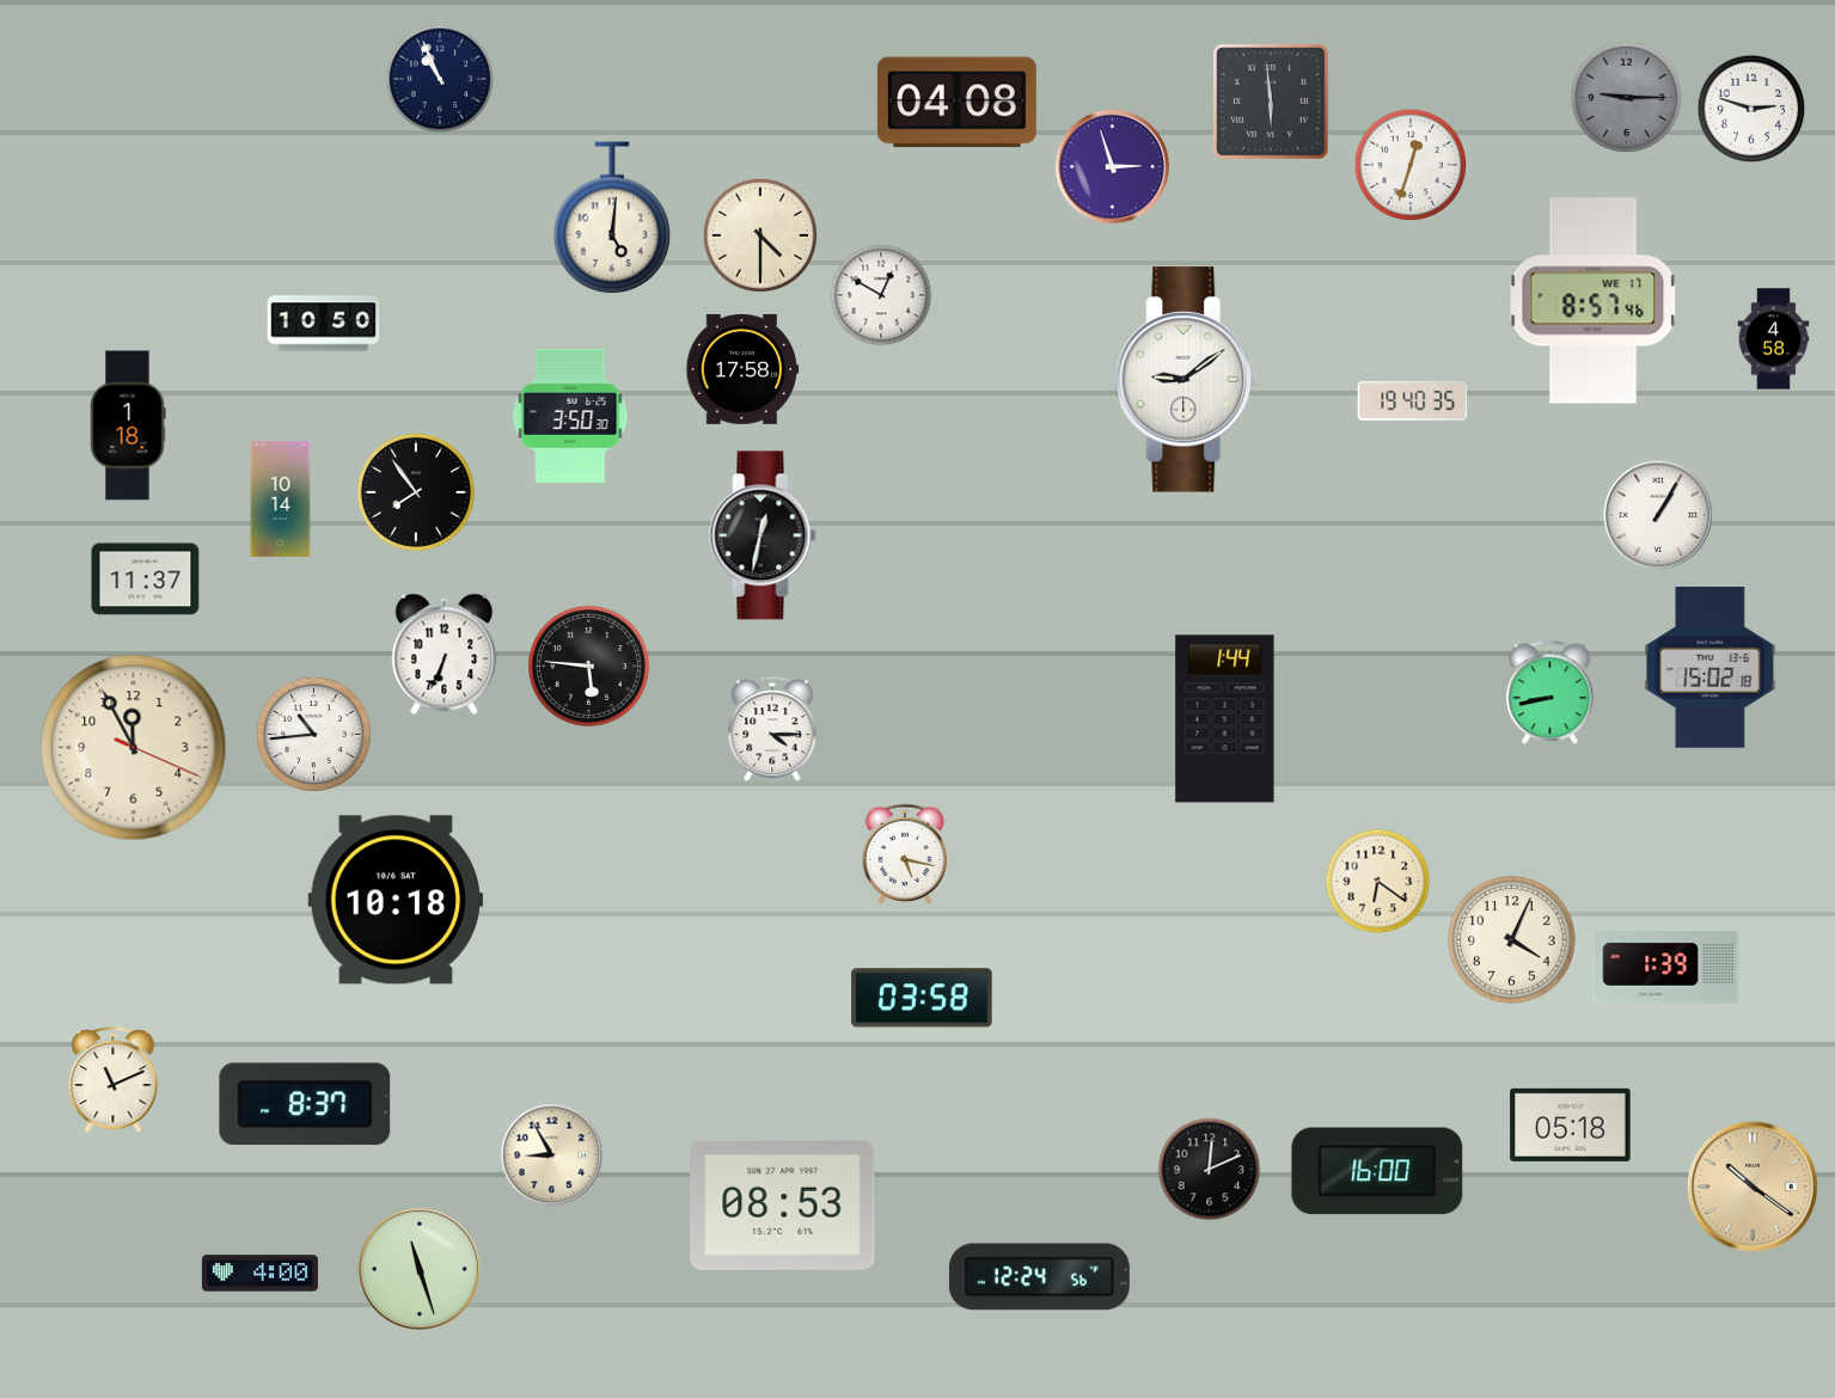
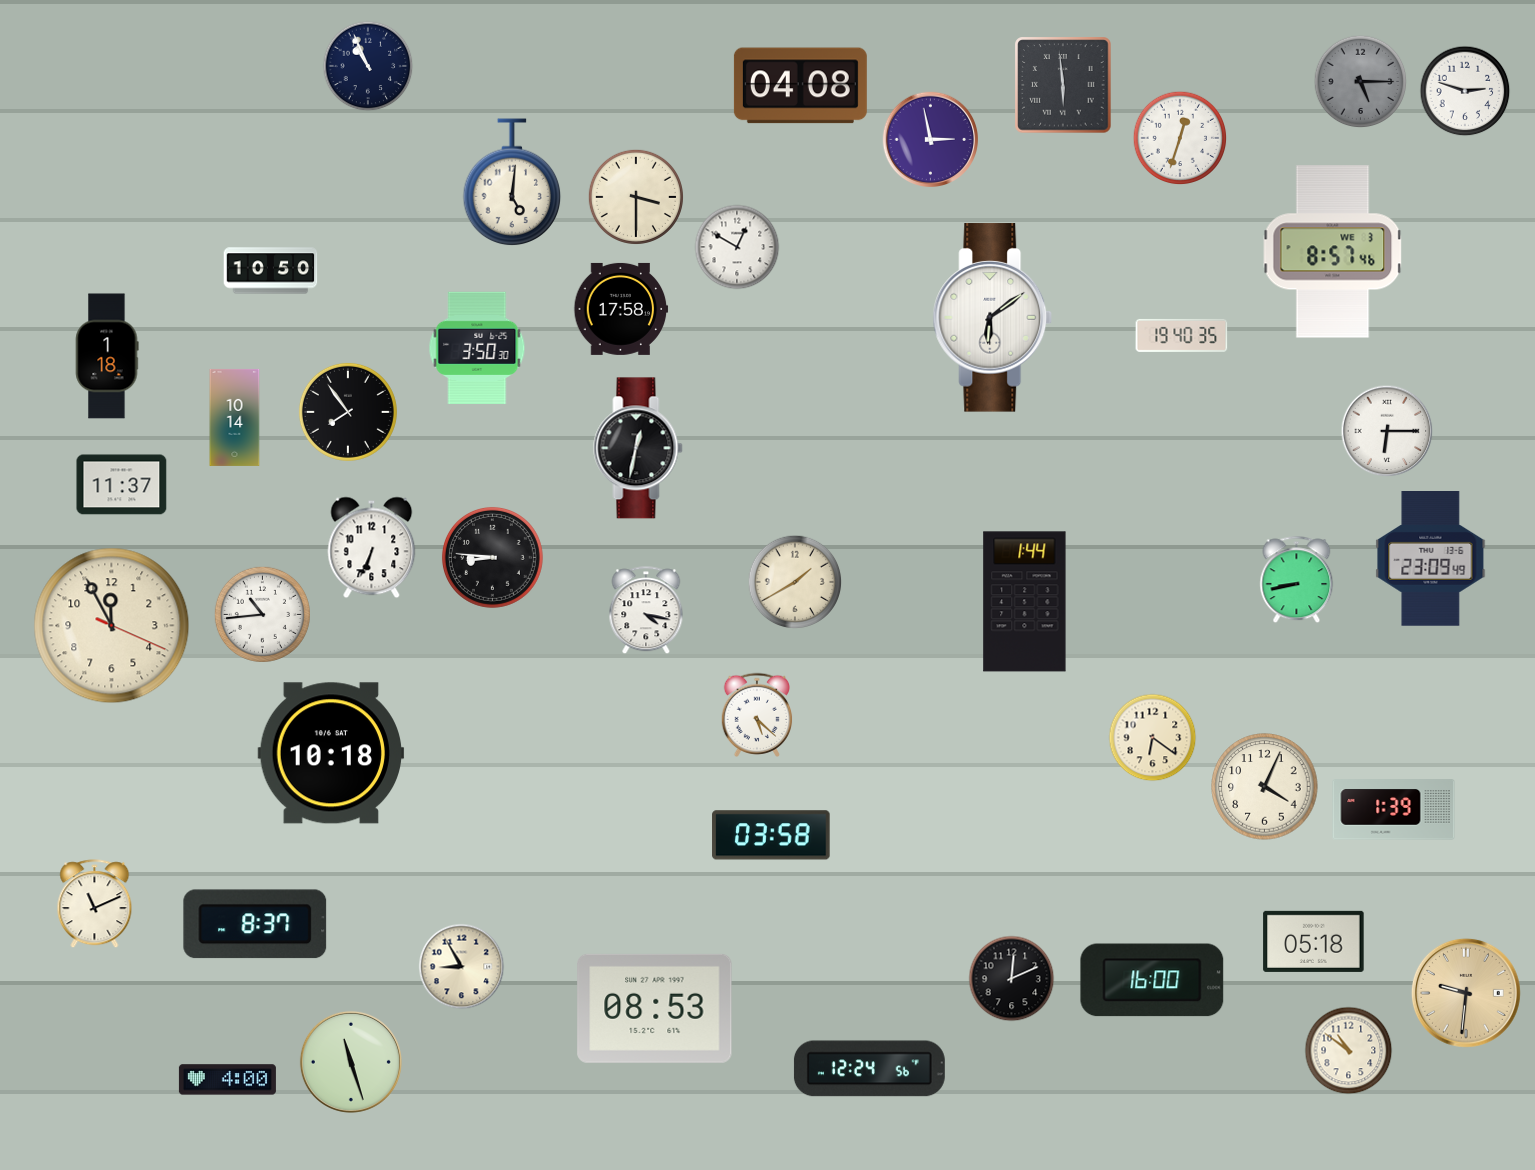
clock at (1627, 98): 9:15 -> 5:15
clock at (1113, 167): 2:57 -> 2:58
clock at (760, 235): 4:30 -> 3:30
clock at (1594, 301) date: WE 17 -> WE 3
clock at (1774, 339): 4:58 -> none
clock at (1187, 380): 9:09 -> 6:09
clock at (1658, 515): 1:05 -> 6:15
clock at (588, 666): 5:46 -> 8:46
clock at (1711, 668): 15:02 -> 23:09
clock at (795, 582): none -> 1:40
clock at (772, 730): 4:15 -> 4:17
clock at (905, 854): 5:17 -> 5:22
clock at (1753, 1187): 10:21 -> 9:31
clock at (1349, 1051): none -> 10:51
clock at (259, 1274) position: (259, 1274) -> (227, 1080)
